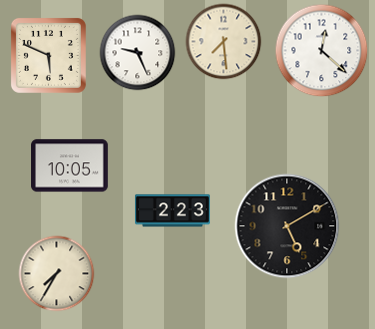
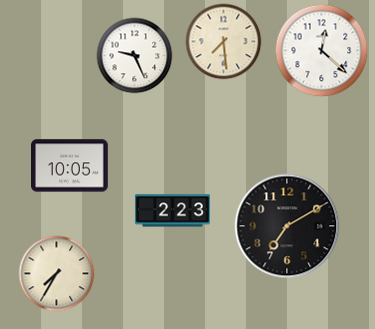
clock at (138, 53) position: (138, 53) -> (135, 56)
clock at (48, 55): 5:49 -> none
clock at (287, 226): 5:10 -> 7:10
